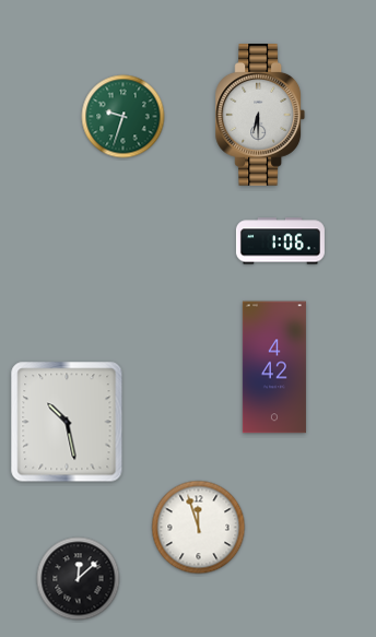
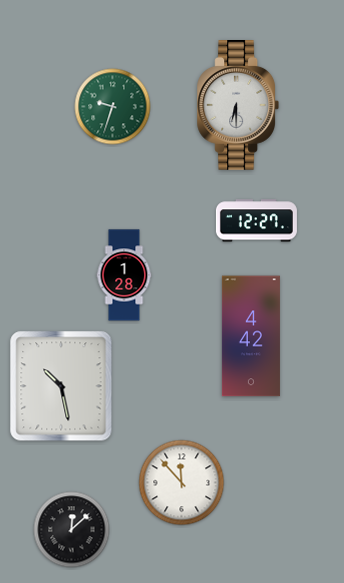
clock at (280, 241): 1:06 -> 12:27
clock at (124, 275): none -> 1:28
clock at (199, 528): 11:57 -> 11:53
